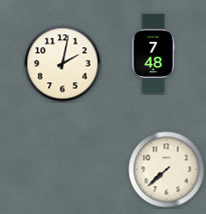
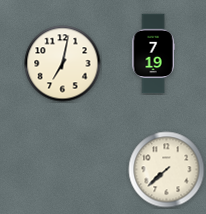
clock at (153, 54): 7:48 -> 7:19
clock at (63, 64): 2:02 -> 7:02
